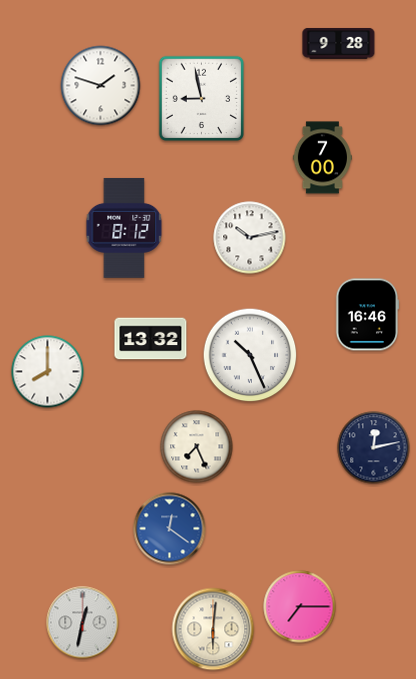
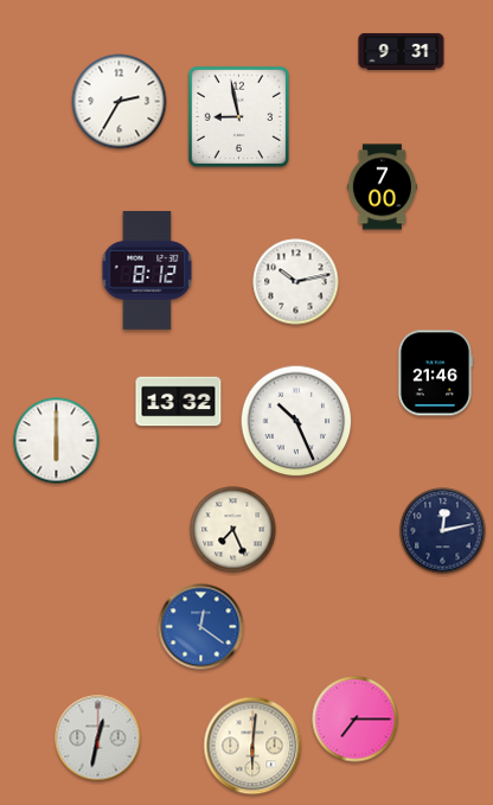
clock at (339, 44): 9:28 -> 9:31
clock at (101, 86): 1:48 -> 2:35
clock at (367, 315): 16:46 -> 21:46
clock at (48, 372): 8:00 -> 6:00
